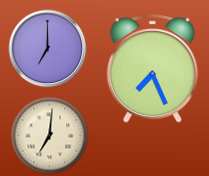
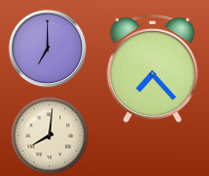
clock at (152, 69): 7:26 -> 7:23
clock at (49, 135): 7:01 -> 8:01
